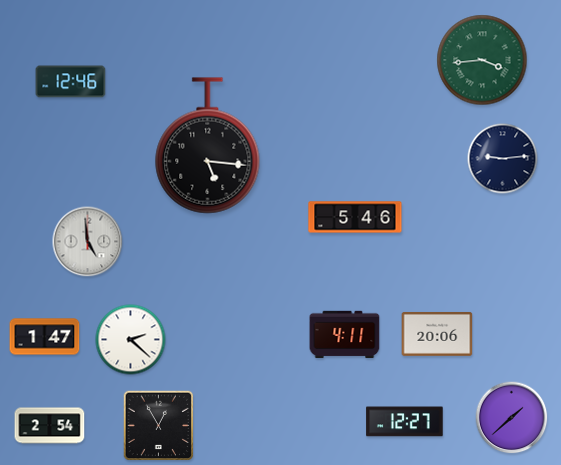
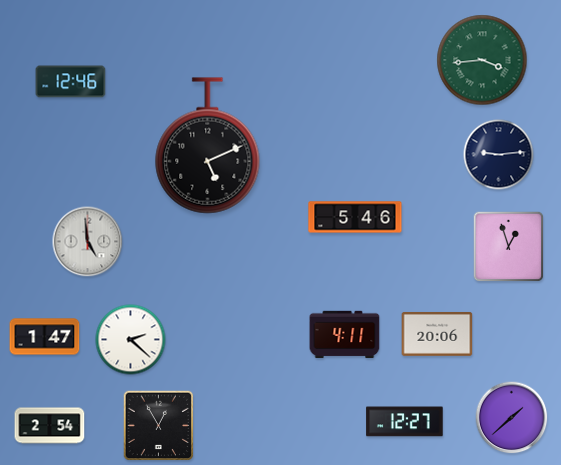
clock at (208, 146): 5:16 -> 5:11
clock at (503, 159) position: (503, 159) -> (499, 155)
clock at (509, 247): none -> 12:57
